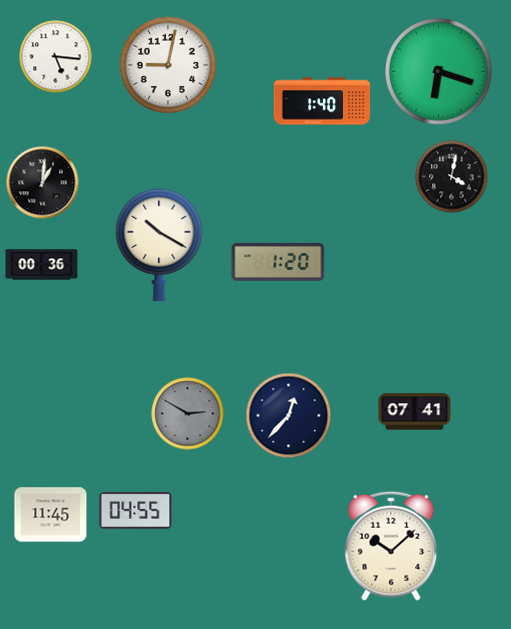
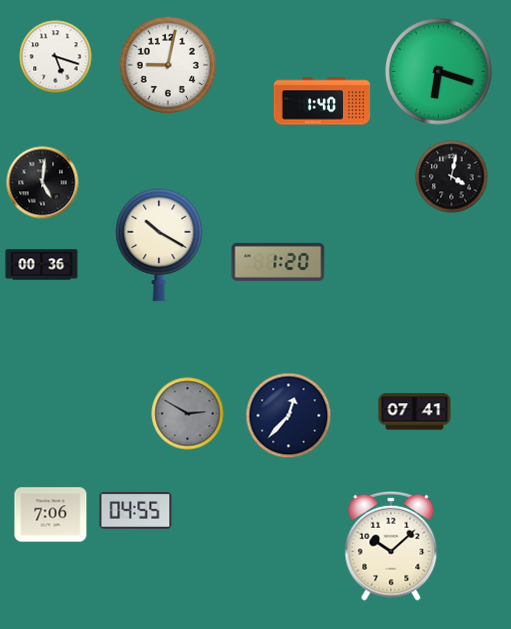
clock at (56, 57): 5:16 -> 5:18
clock at (43, 183): 1:01 -> 5:01
clock at (51, 515): 11:45 -> 7:06
